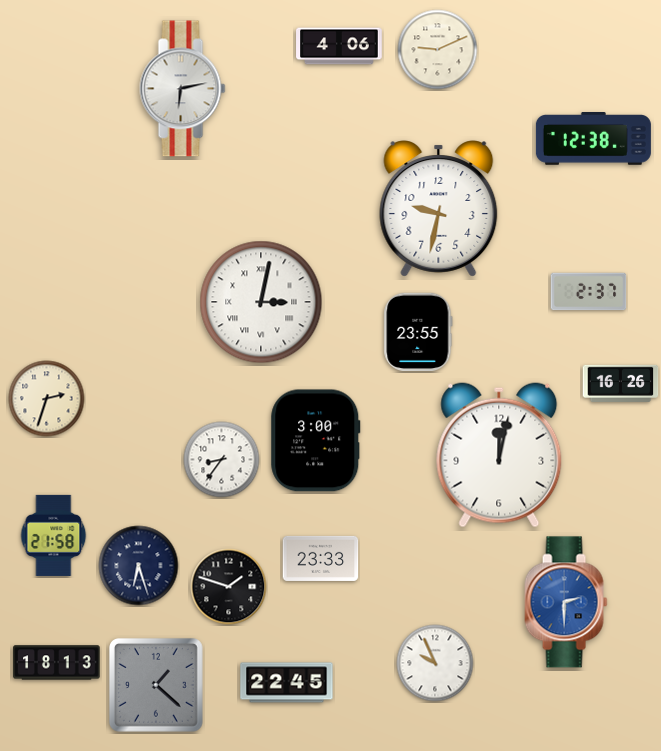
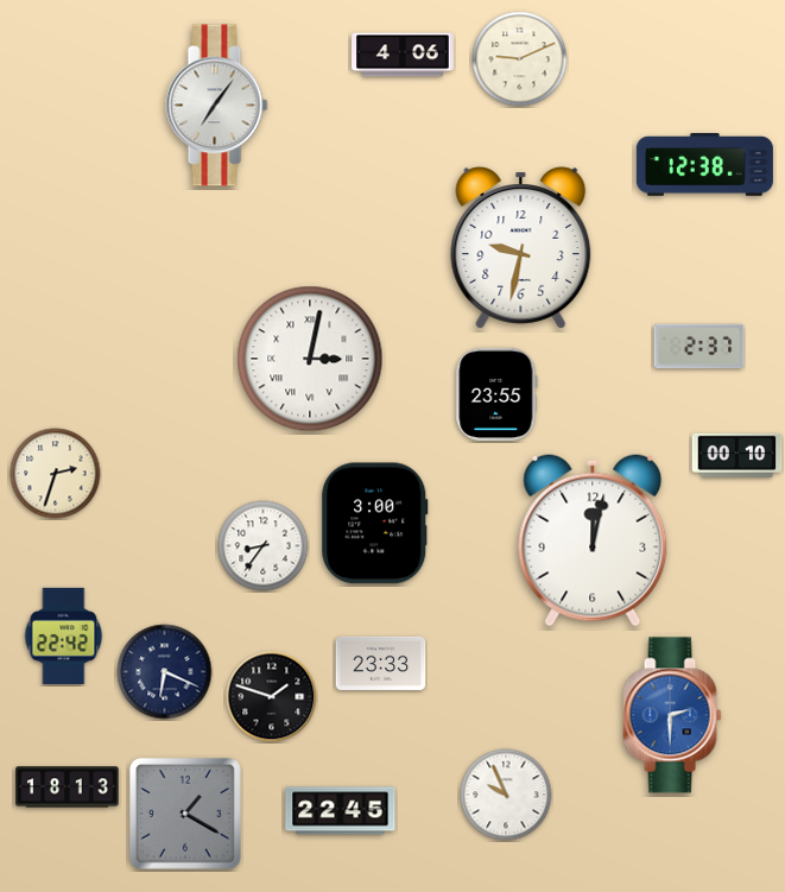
clock at (183, 89): 6:13 -> 7:06
clock at (621, 383): 16:26 -> 00:10
clock at (54, 535): 21:58 -> 22:42
clock at (139, 566): 6:27 -> 6:19
clock at (435, 663) position: (435, 663) -> (506, 795)
clock at (156, 685): 1:22 -> 1:20
